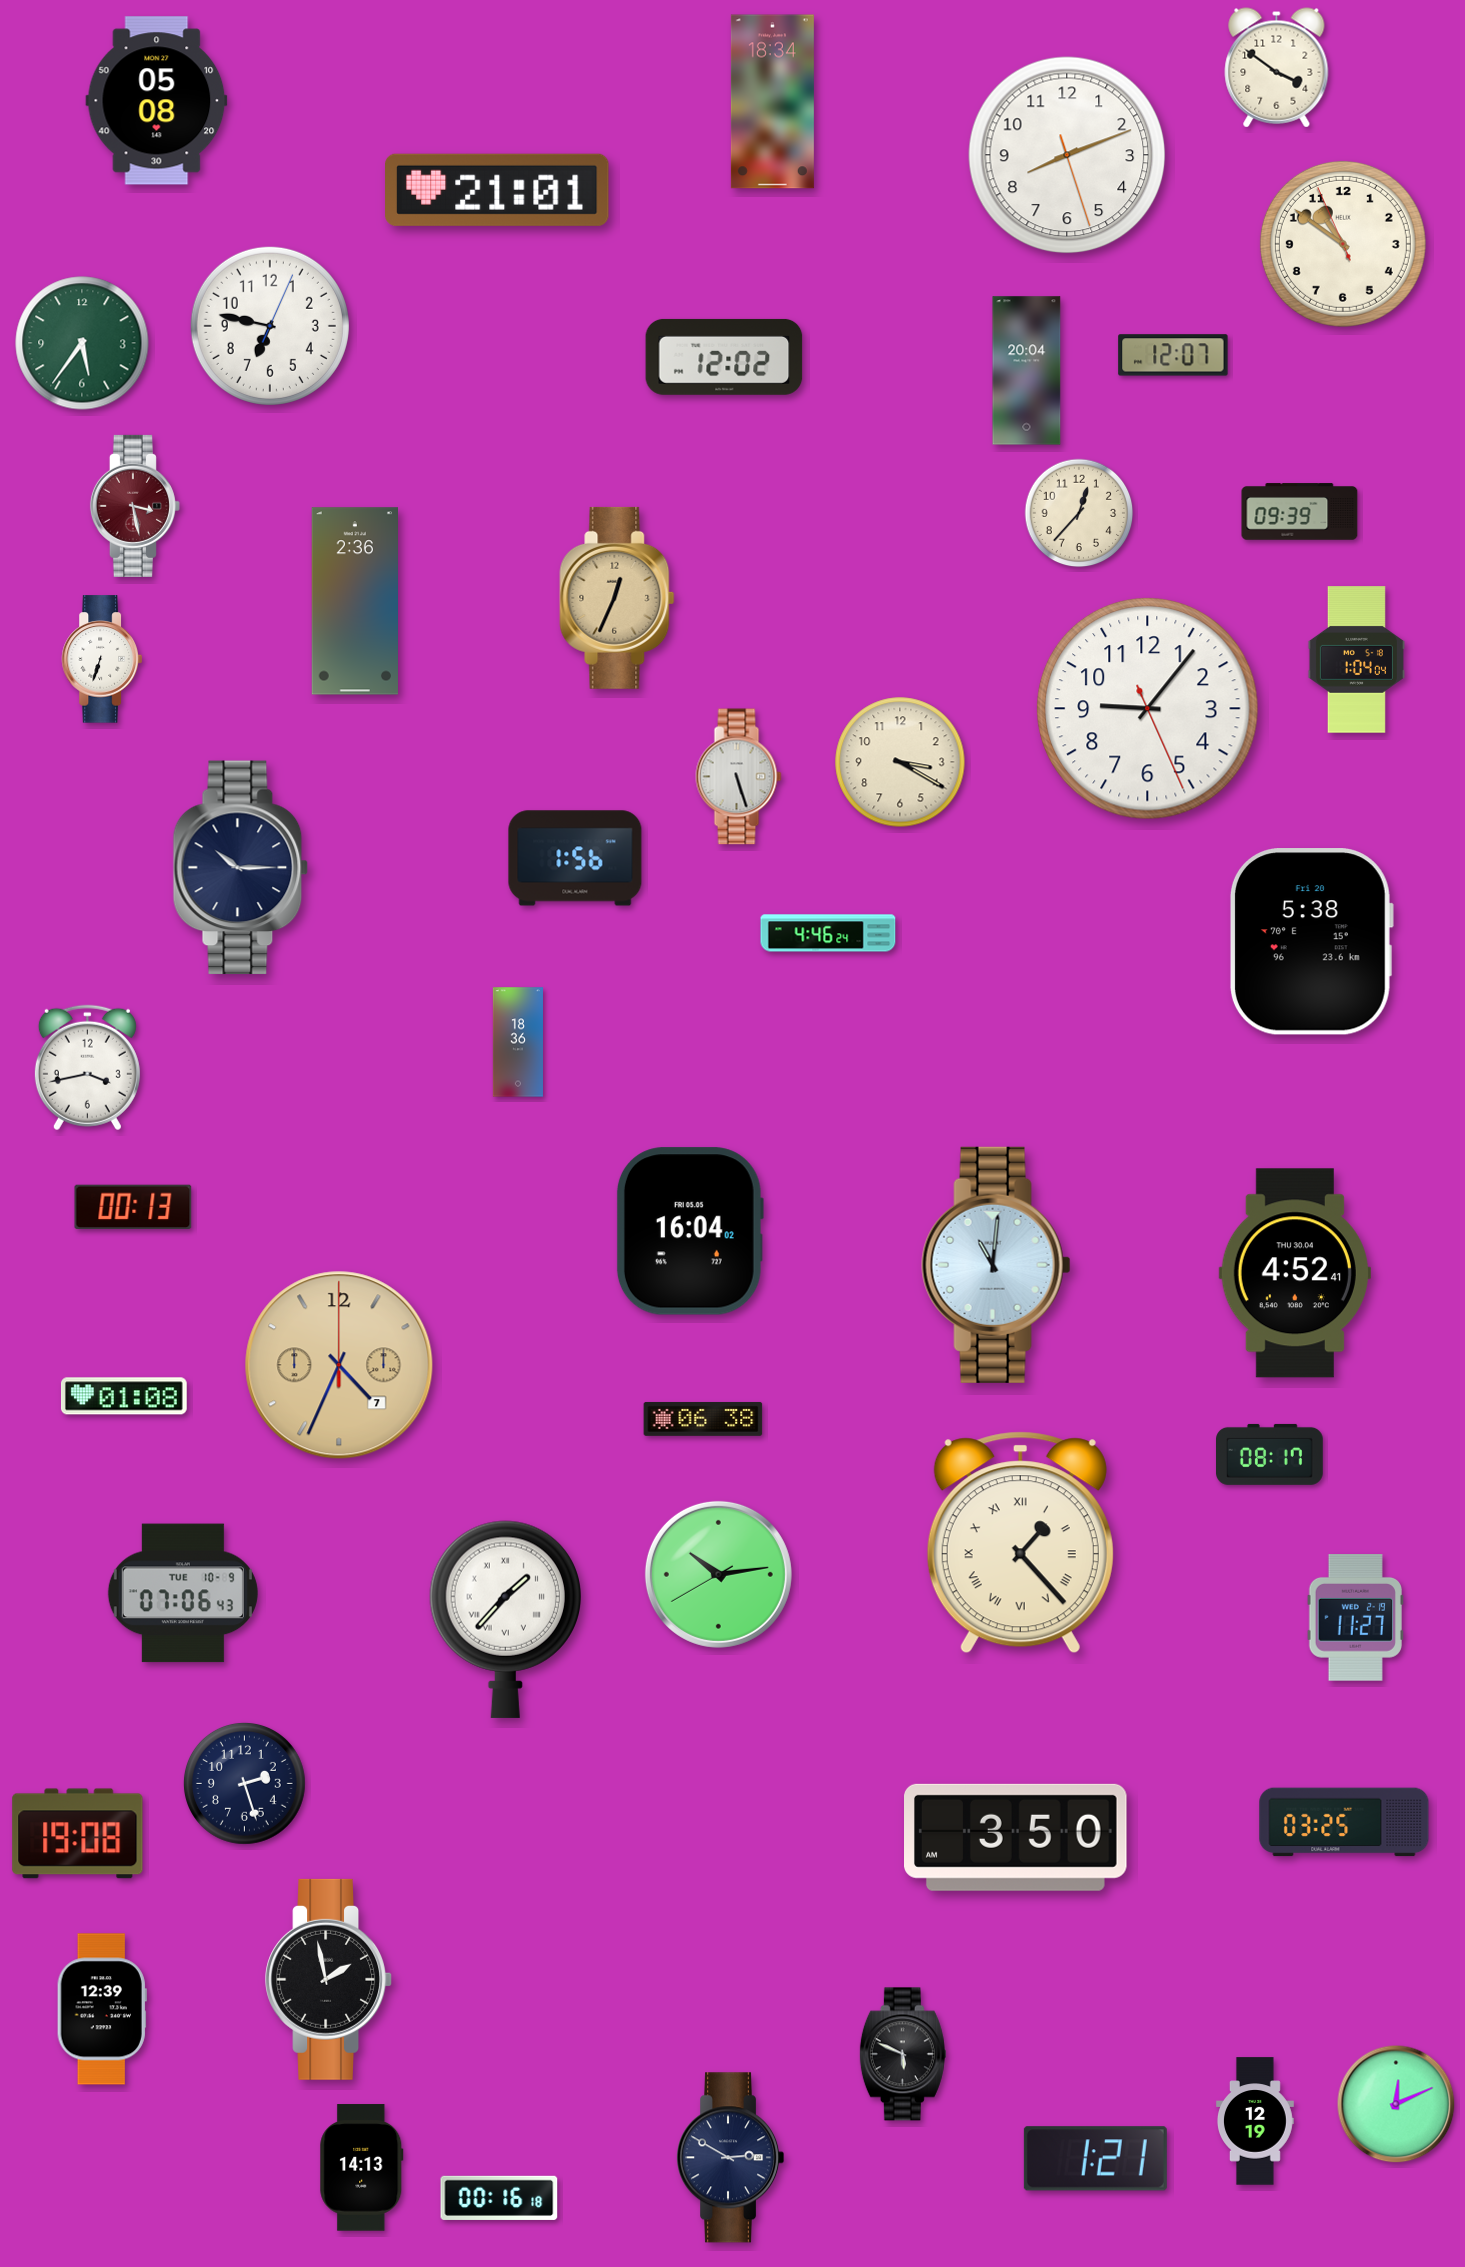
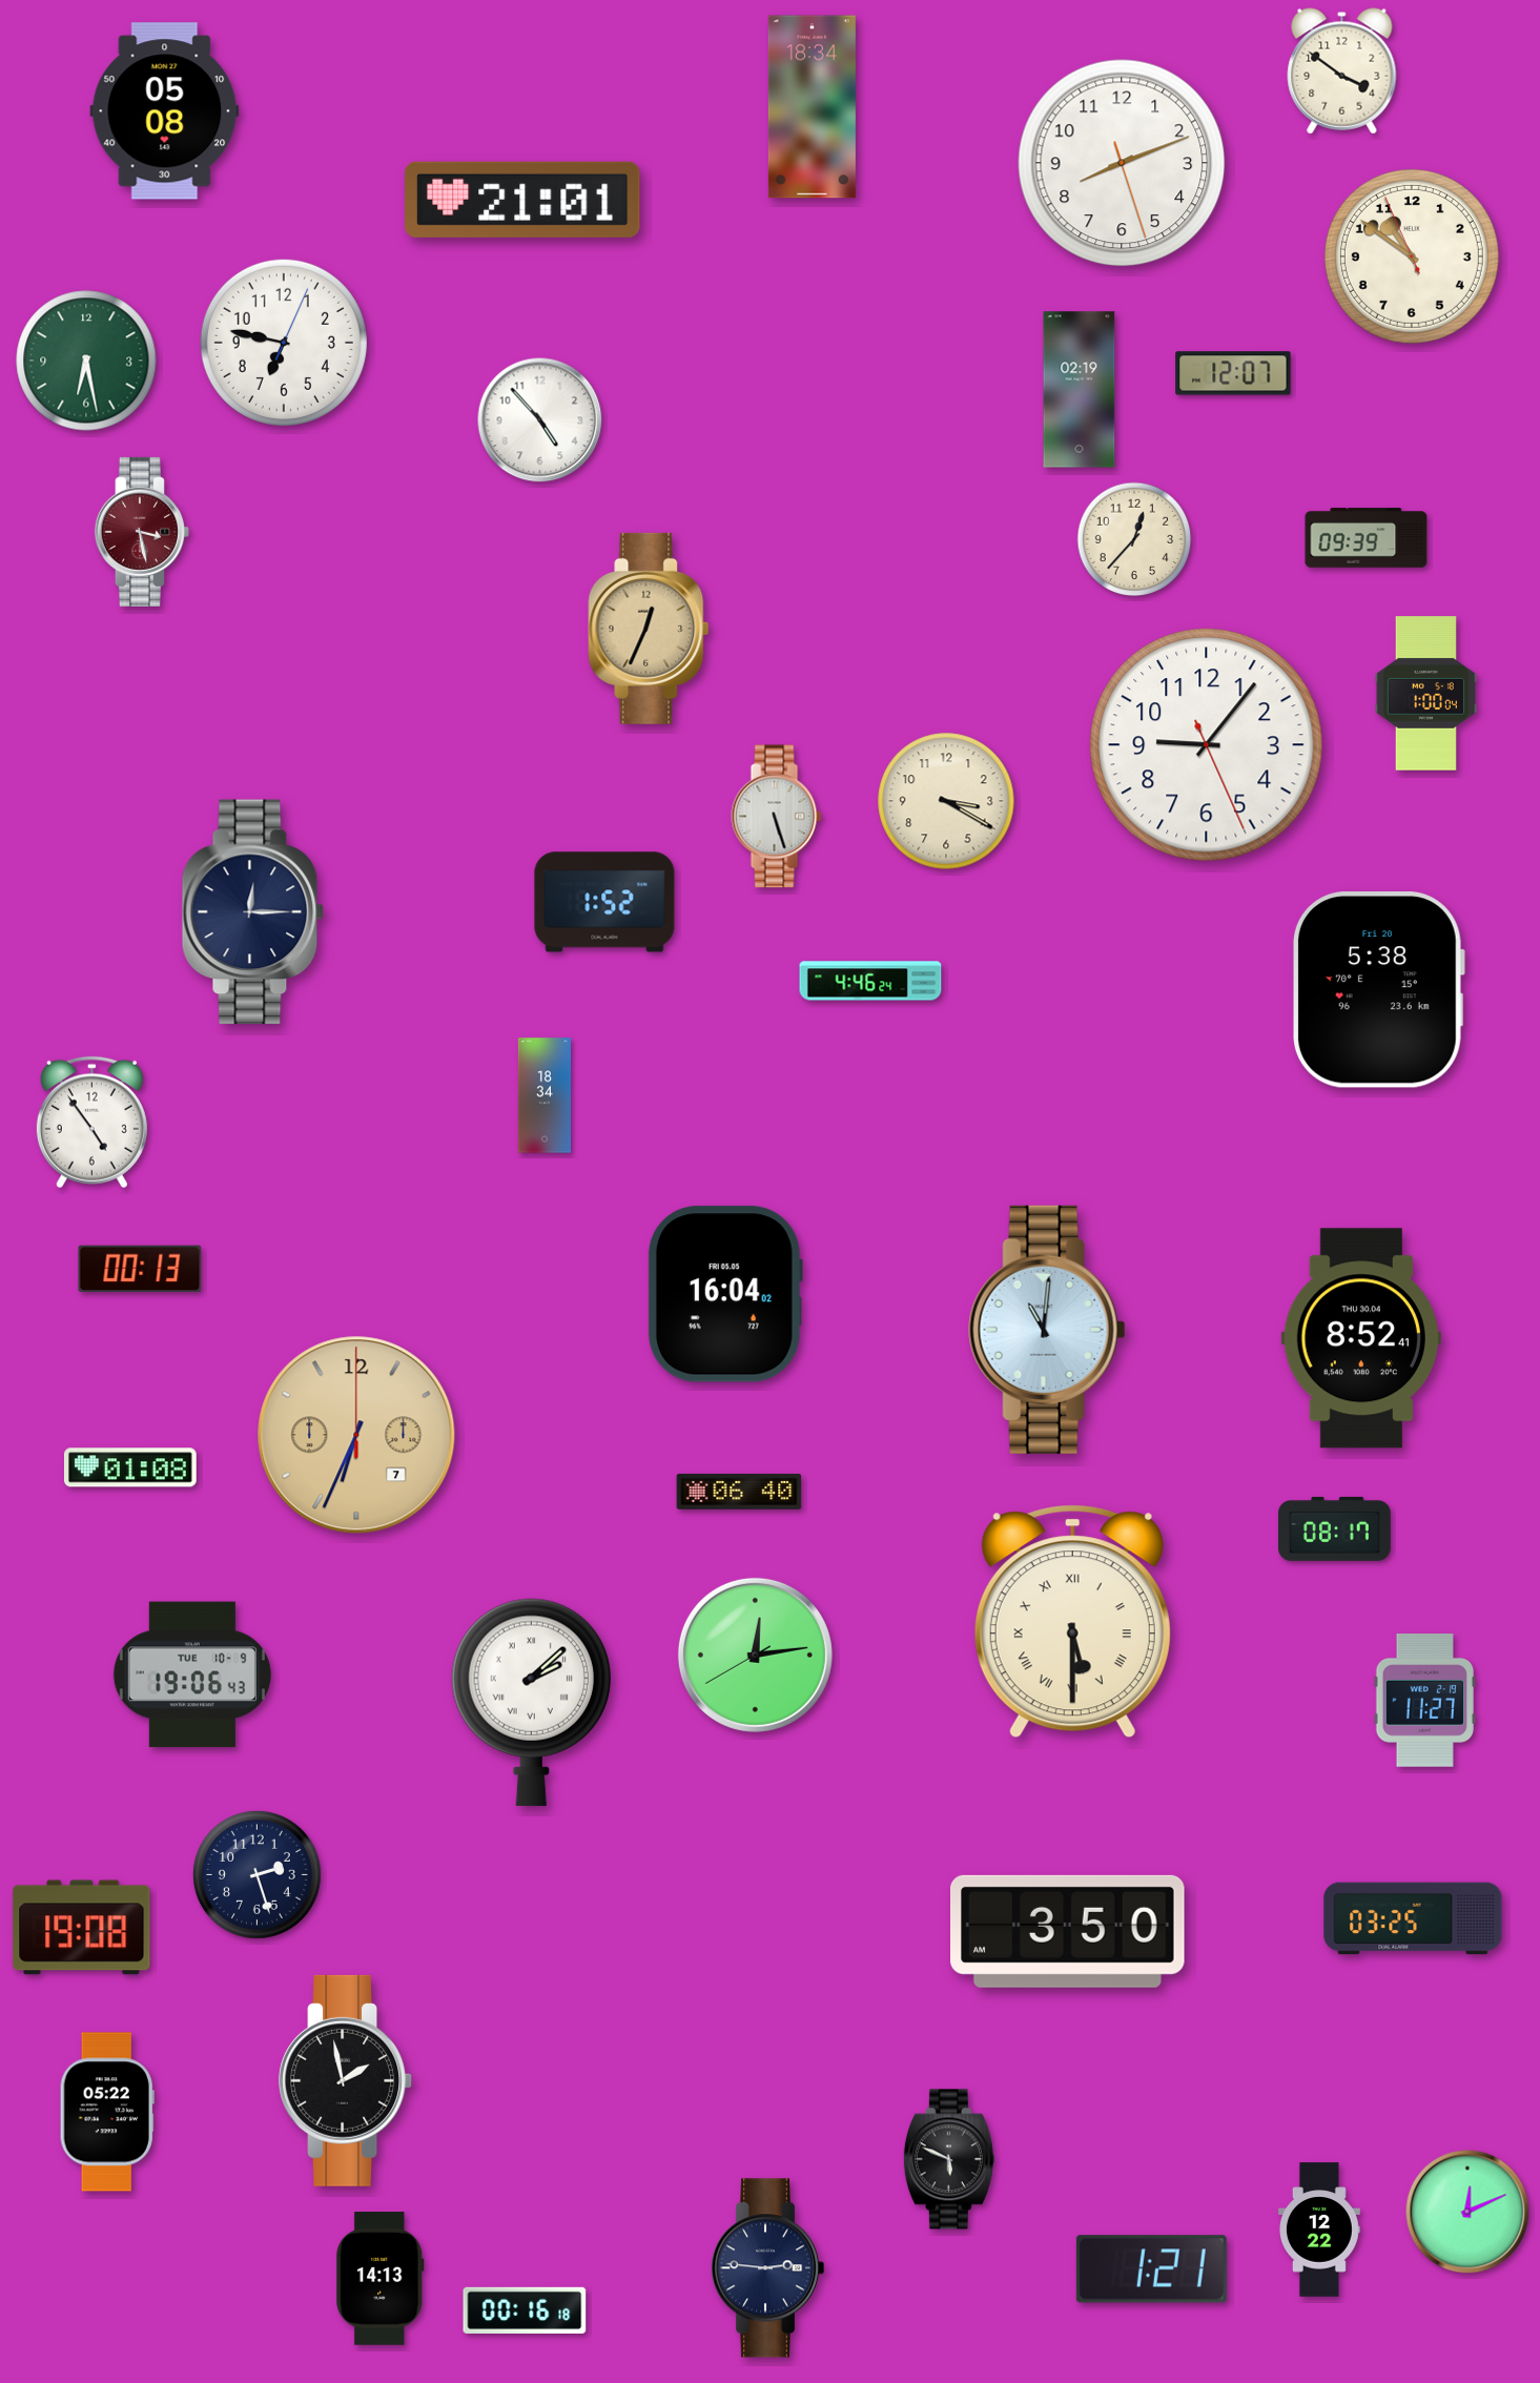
clock at (157, 101) position: (157, 101) -> (165, 111)
clock at (82, 343): 5:36 -> 6:28
clock at (724, 357): 12:02 -> none
clock at (1027, 371): 20:04 -> 02:19
clock at (540, 420): none -> 4:53
clock at (354, 601): 2:36 -> none
clock at (101, 659): 6:33 -> none
clock at (1356, 660): 1:04 -> 1:00
clock at (575, 858): 1:56 -> 1:52
clock at (241, 868): 10:15 -> 12:15
clock at (517, 1042): 18:36 -> 18:34
clock at (87, 1068): 3:43 -> 4:54
clock at (1295, 1273): 4:52 -> 8:52
clock at (339, 1365): 4:34 -> 6:34
clock at (703, 1419): 06:38 -> 06:40
clock at (1020, 1543): 1:23 -> 5:30
clock at (718, 1574): 10:13 -> 12:13
clock at (183, 1593): 07:06 -> 19:06
clock at (505, 1619): 1:37 -> 2:08
clock at (1344, 1822) position: (1344, 1822) -> (1413, 1918)
clock at (102, 2009): 12:39 -> 05:22
clock at (1255, 2121): 12:19 -> 12:22
clock at (730, 2158): 2:50 -> 2:46
